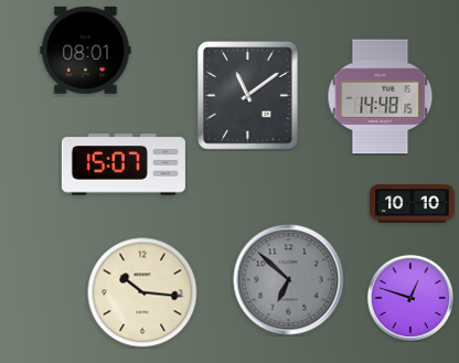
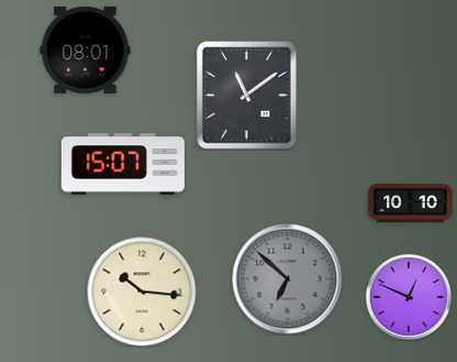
clock at (381, 97): 14:48 -> none
clock at (409, 297): 12:48 -> 12:49
